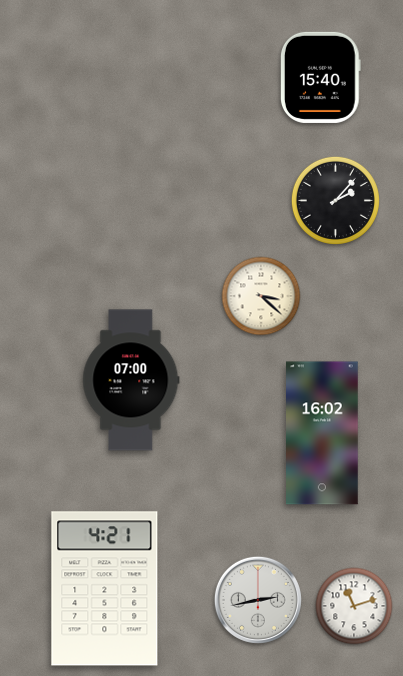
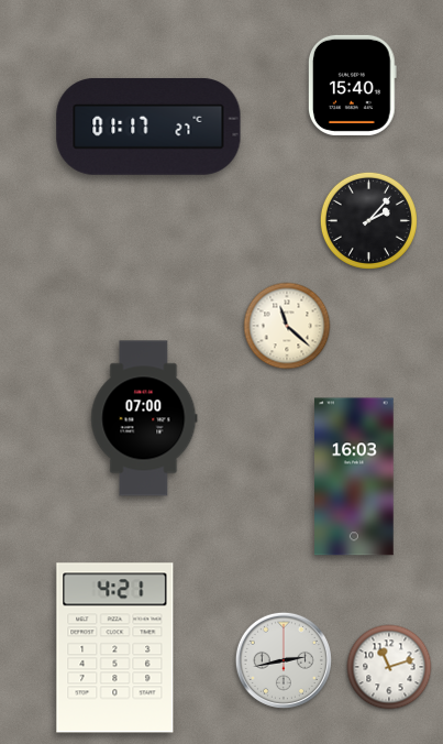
clock at (148, 127): none -> 01:17
clock at (261, 296): 3:22 -> 11:22
clock at (323, 433): 16:02 -> 16:03
